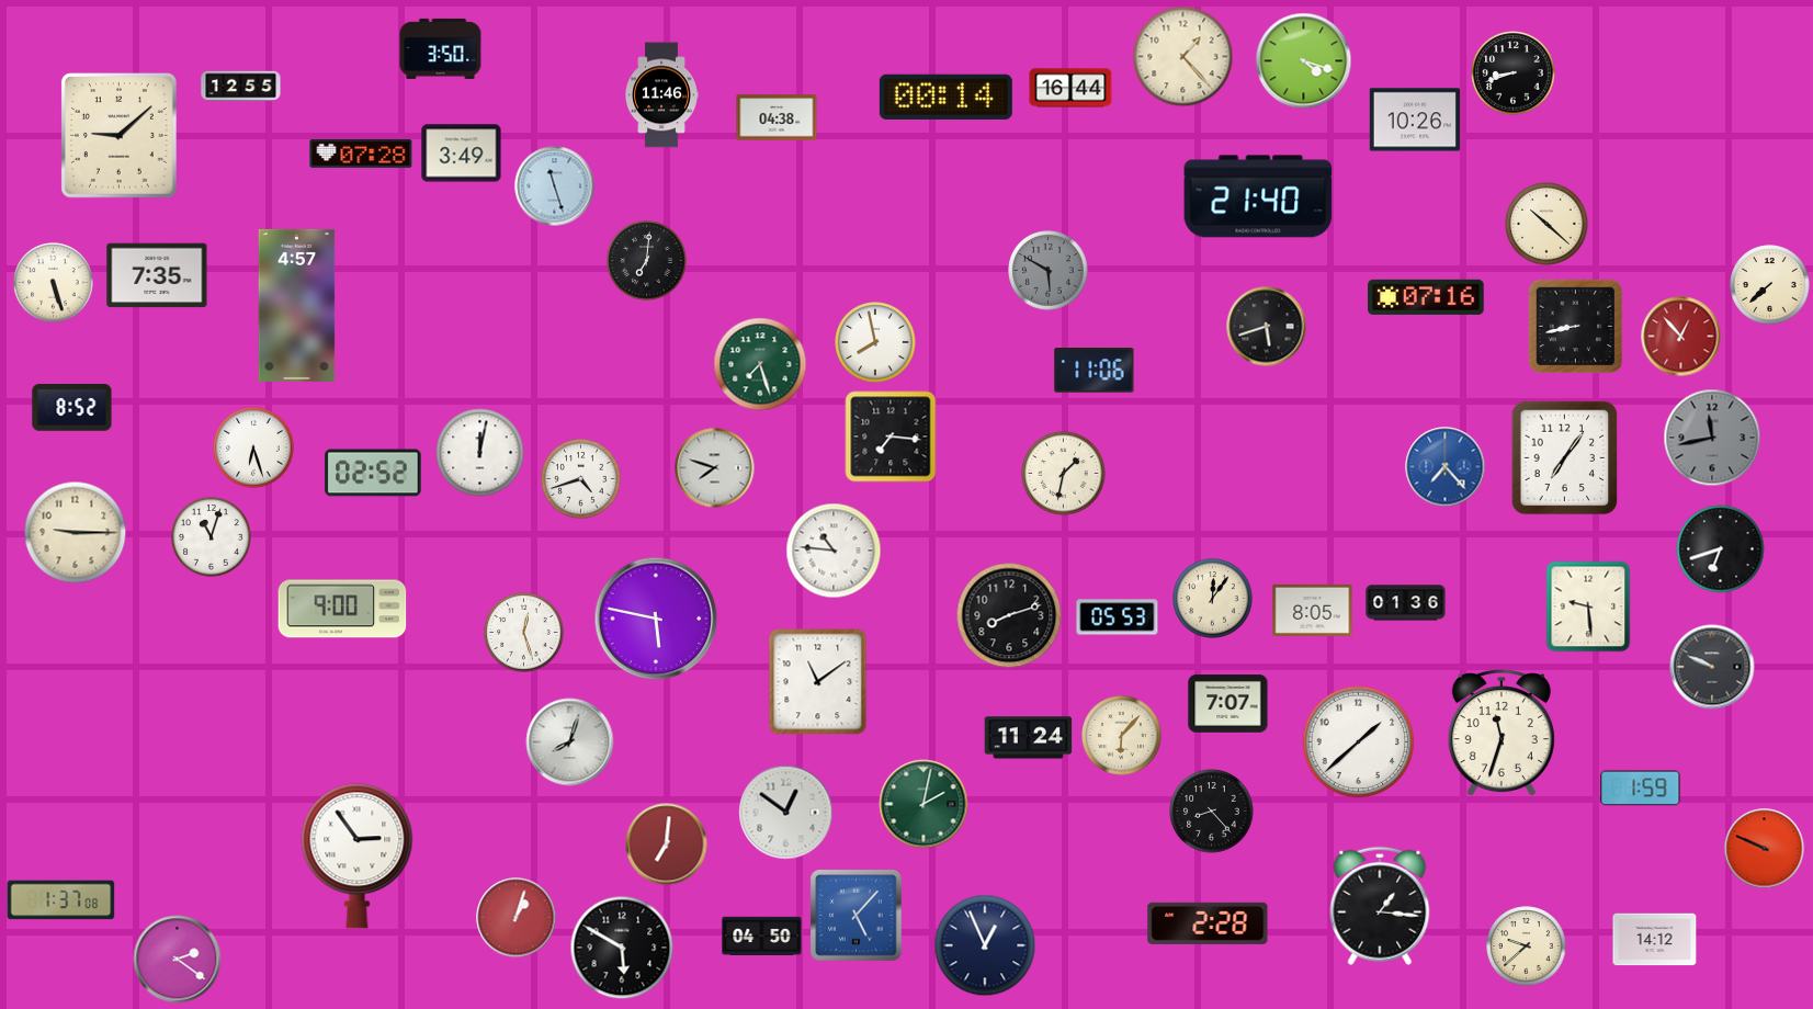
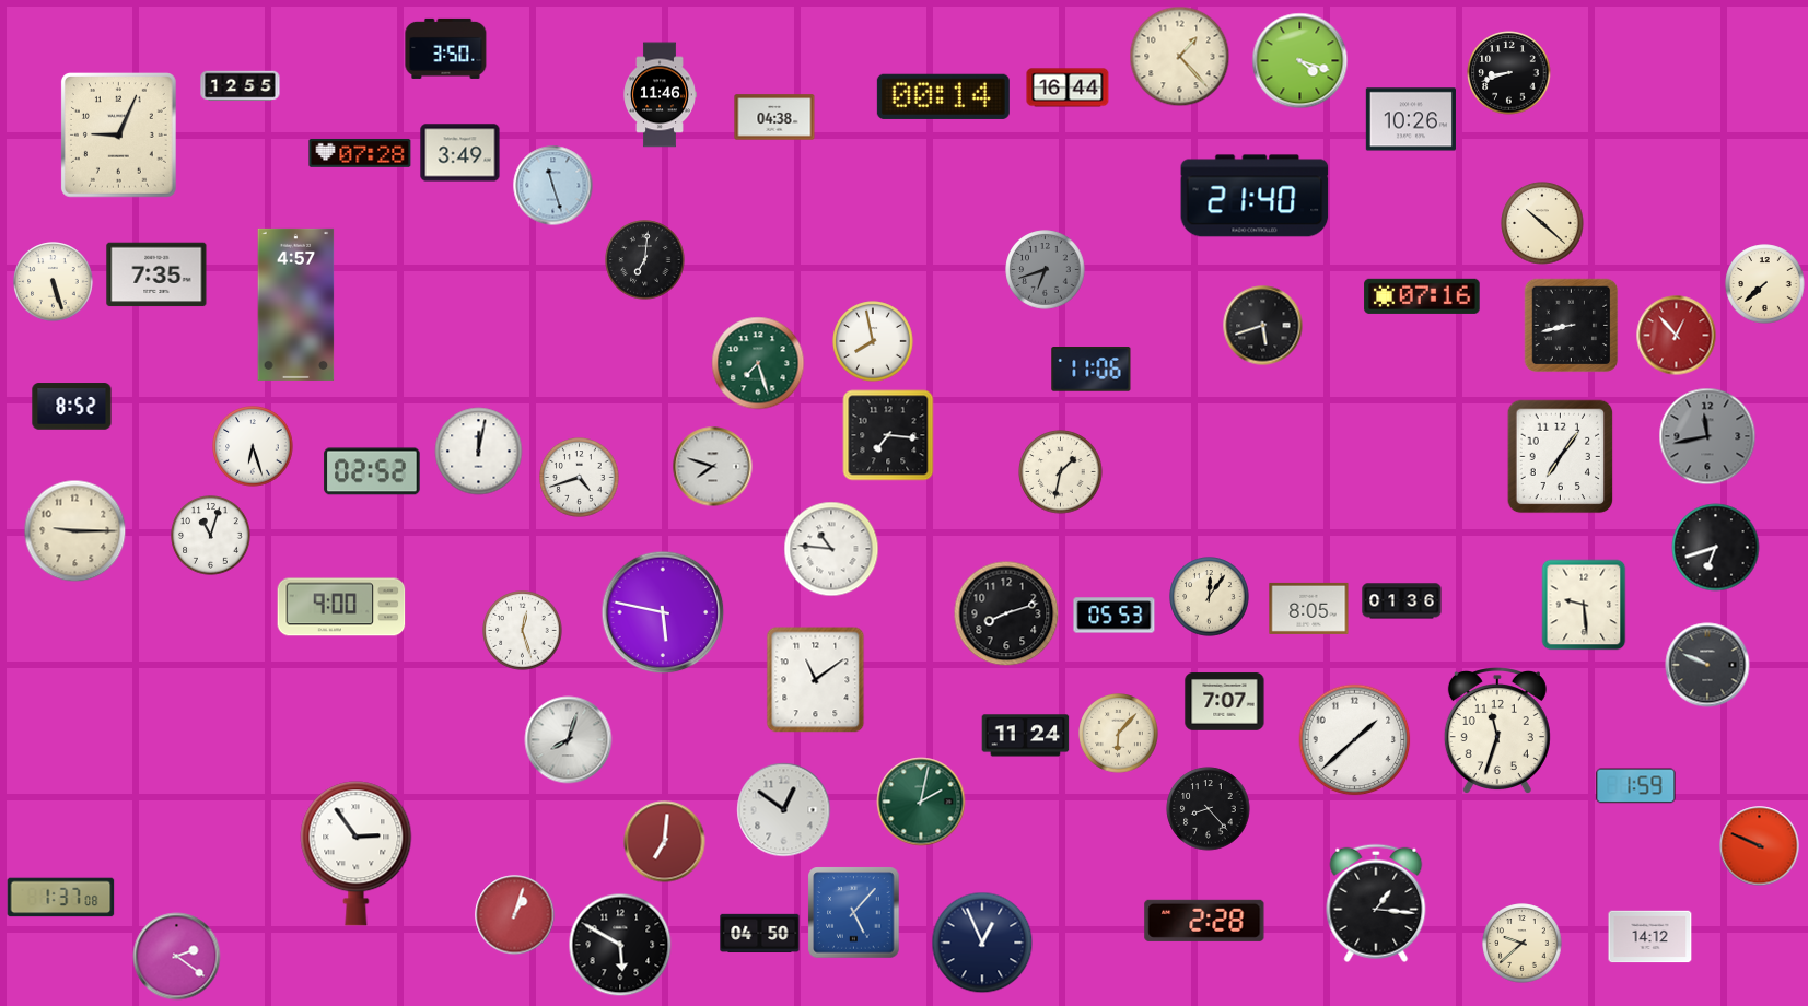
clock at (441, 48) position: (441, 48) -> (446, 48)
clock at (120, 136): 9:08 -> 9:04
clock at (1049, 271): 5:50 -> 6:42
clock at (1446, 467): 7:23 -> none
clock at (656, 619) position: (656, 619) -> (663, 612)
